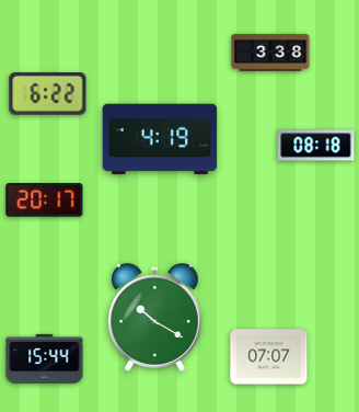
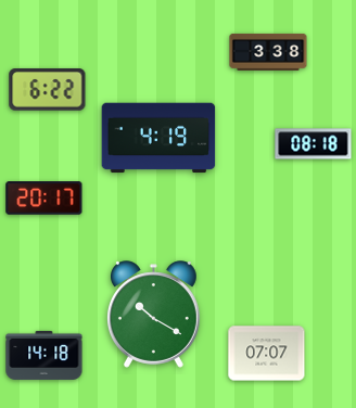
clock at (48, 94) position: (48, 94) -> (48, 90)
clock at (45, 358): 15:44 -> 14:18
